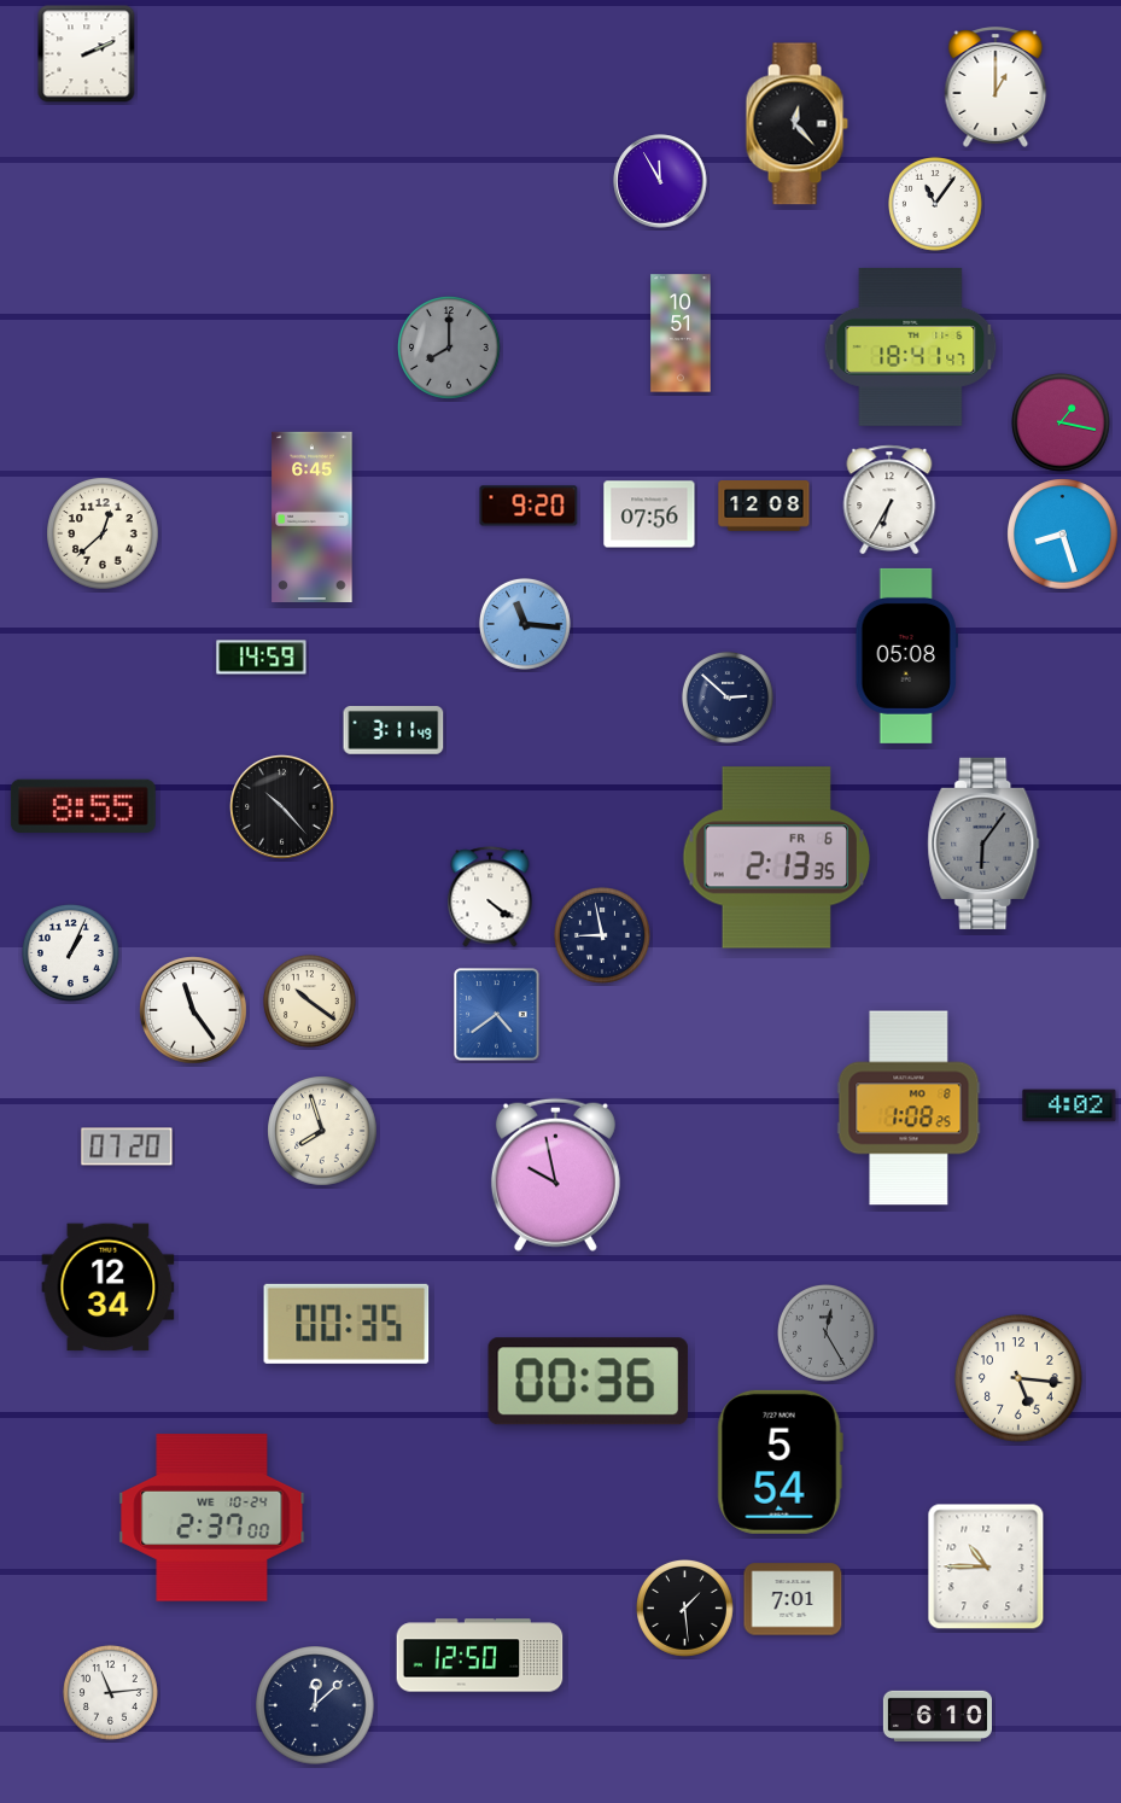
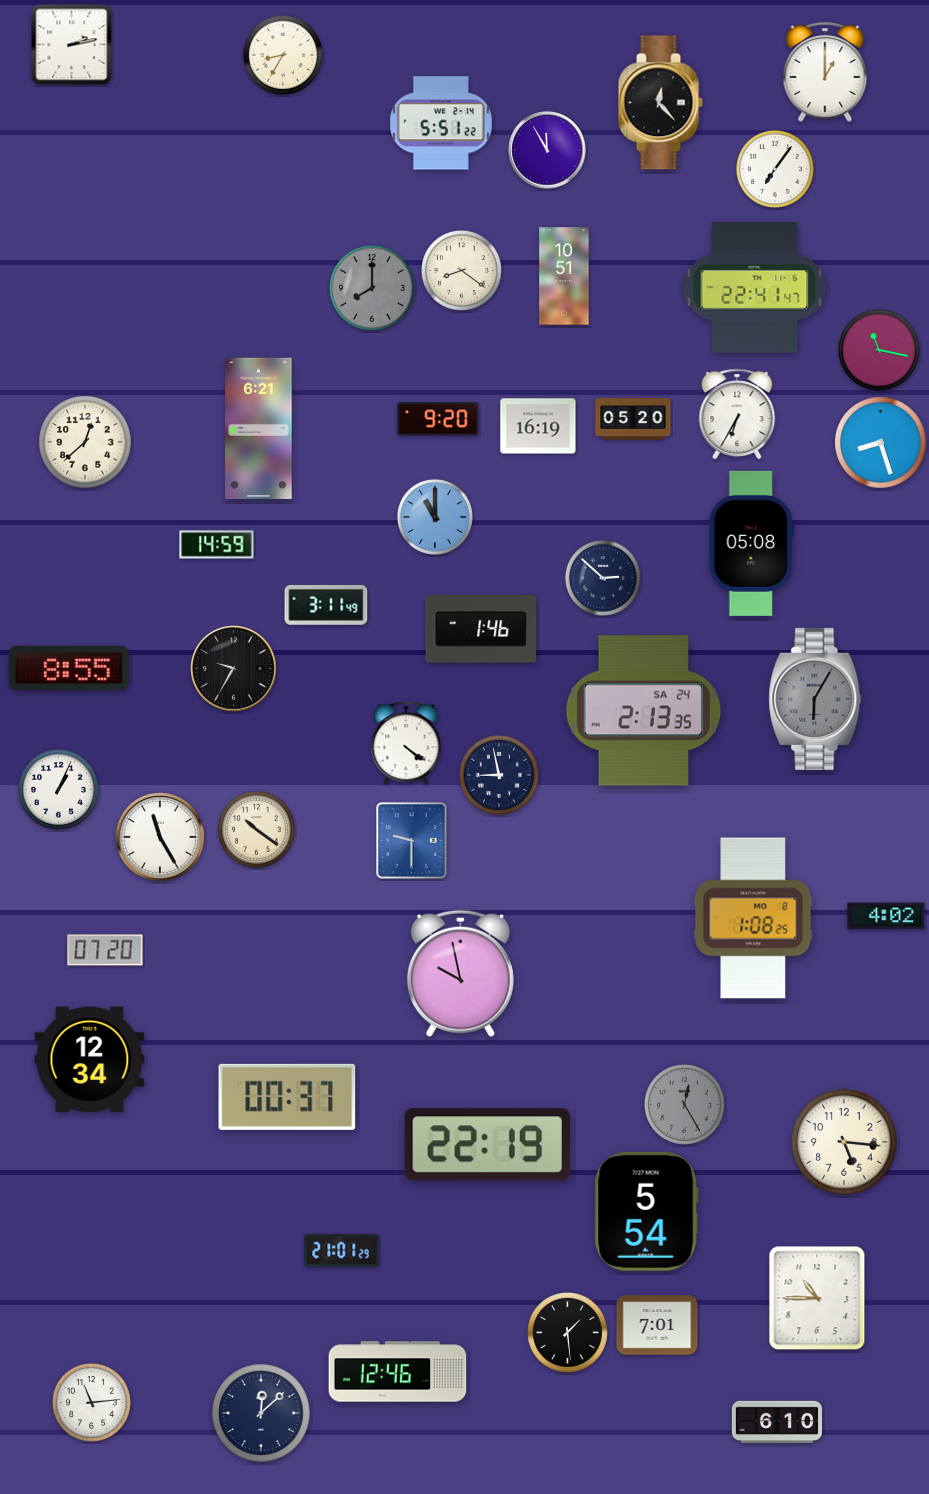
clock at (87, 54): 2:11 -> 2:13
clock at (283, 55): none -> 8:35
clock at (441, 123): none -> 5:51
clock at (935, 204): 11:06 -> 7:06
clock at (461, 270): none -> 8:21
clock at (911, 346): 18:41 -> 22:41
clock at (1062, 424): 1:17 -> 11:17
clock at (764, 507): 12:08 -> 05:20
clock at (649, 514): 07:56 -> 16:19
clock at (313, 517): 6:45 -> 6:21
clock at (525, 624): 11:16 -> 11:00
clock at (481, 629): none -> 1:46
clock at (282, 807): 10:23 -> 9:35
clock at (983, 844): 6:06 -> 6:05
clock at (777, 858) date: FR 6 -> SA 24
clock at (193, 1010): 11:24 -> 11:25
clock at (497, 1015): 4:39 -> 9:30
clock at (322, 1131): 7:57 -> none
clock at (109, 1288) position: (109, 1288) -> (90, 1060)
clock at (346, 1324): 00:35 -> 00:37
clock at (588, 1382): 00:36 -> 22:19
clock at (342, 1251): none -> 21:01
clock at (212, 1518): 2:37 -> none
clock at (480, 1656): 12:50 -> 12:46
